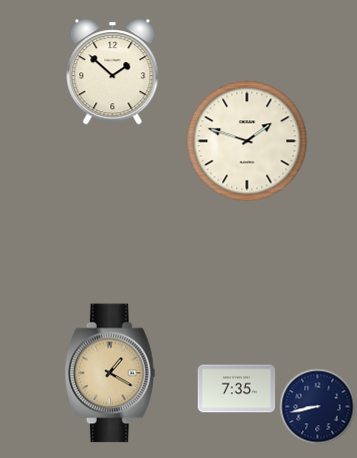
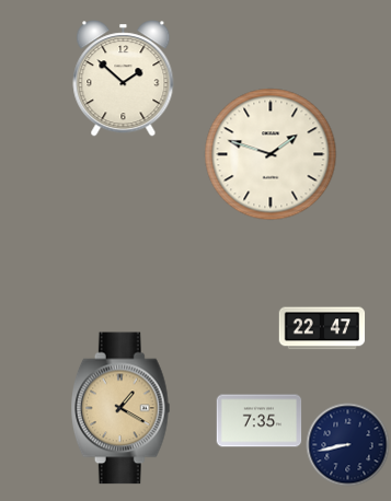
clock at (322, 328): none -> 22:47
clock at (237, 389) position: (237, 389) -> (260, 421)
